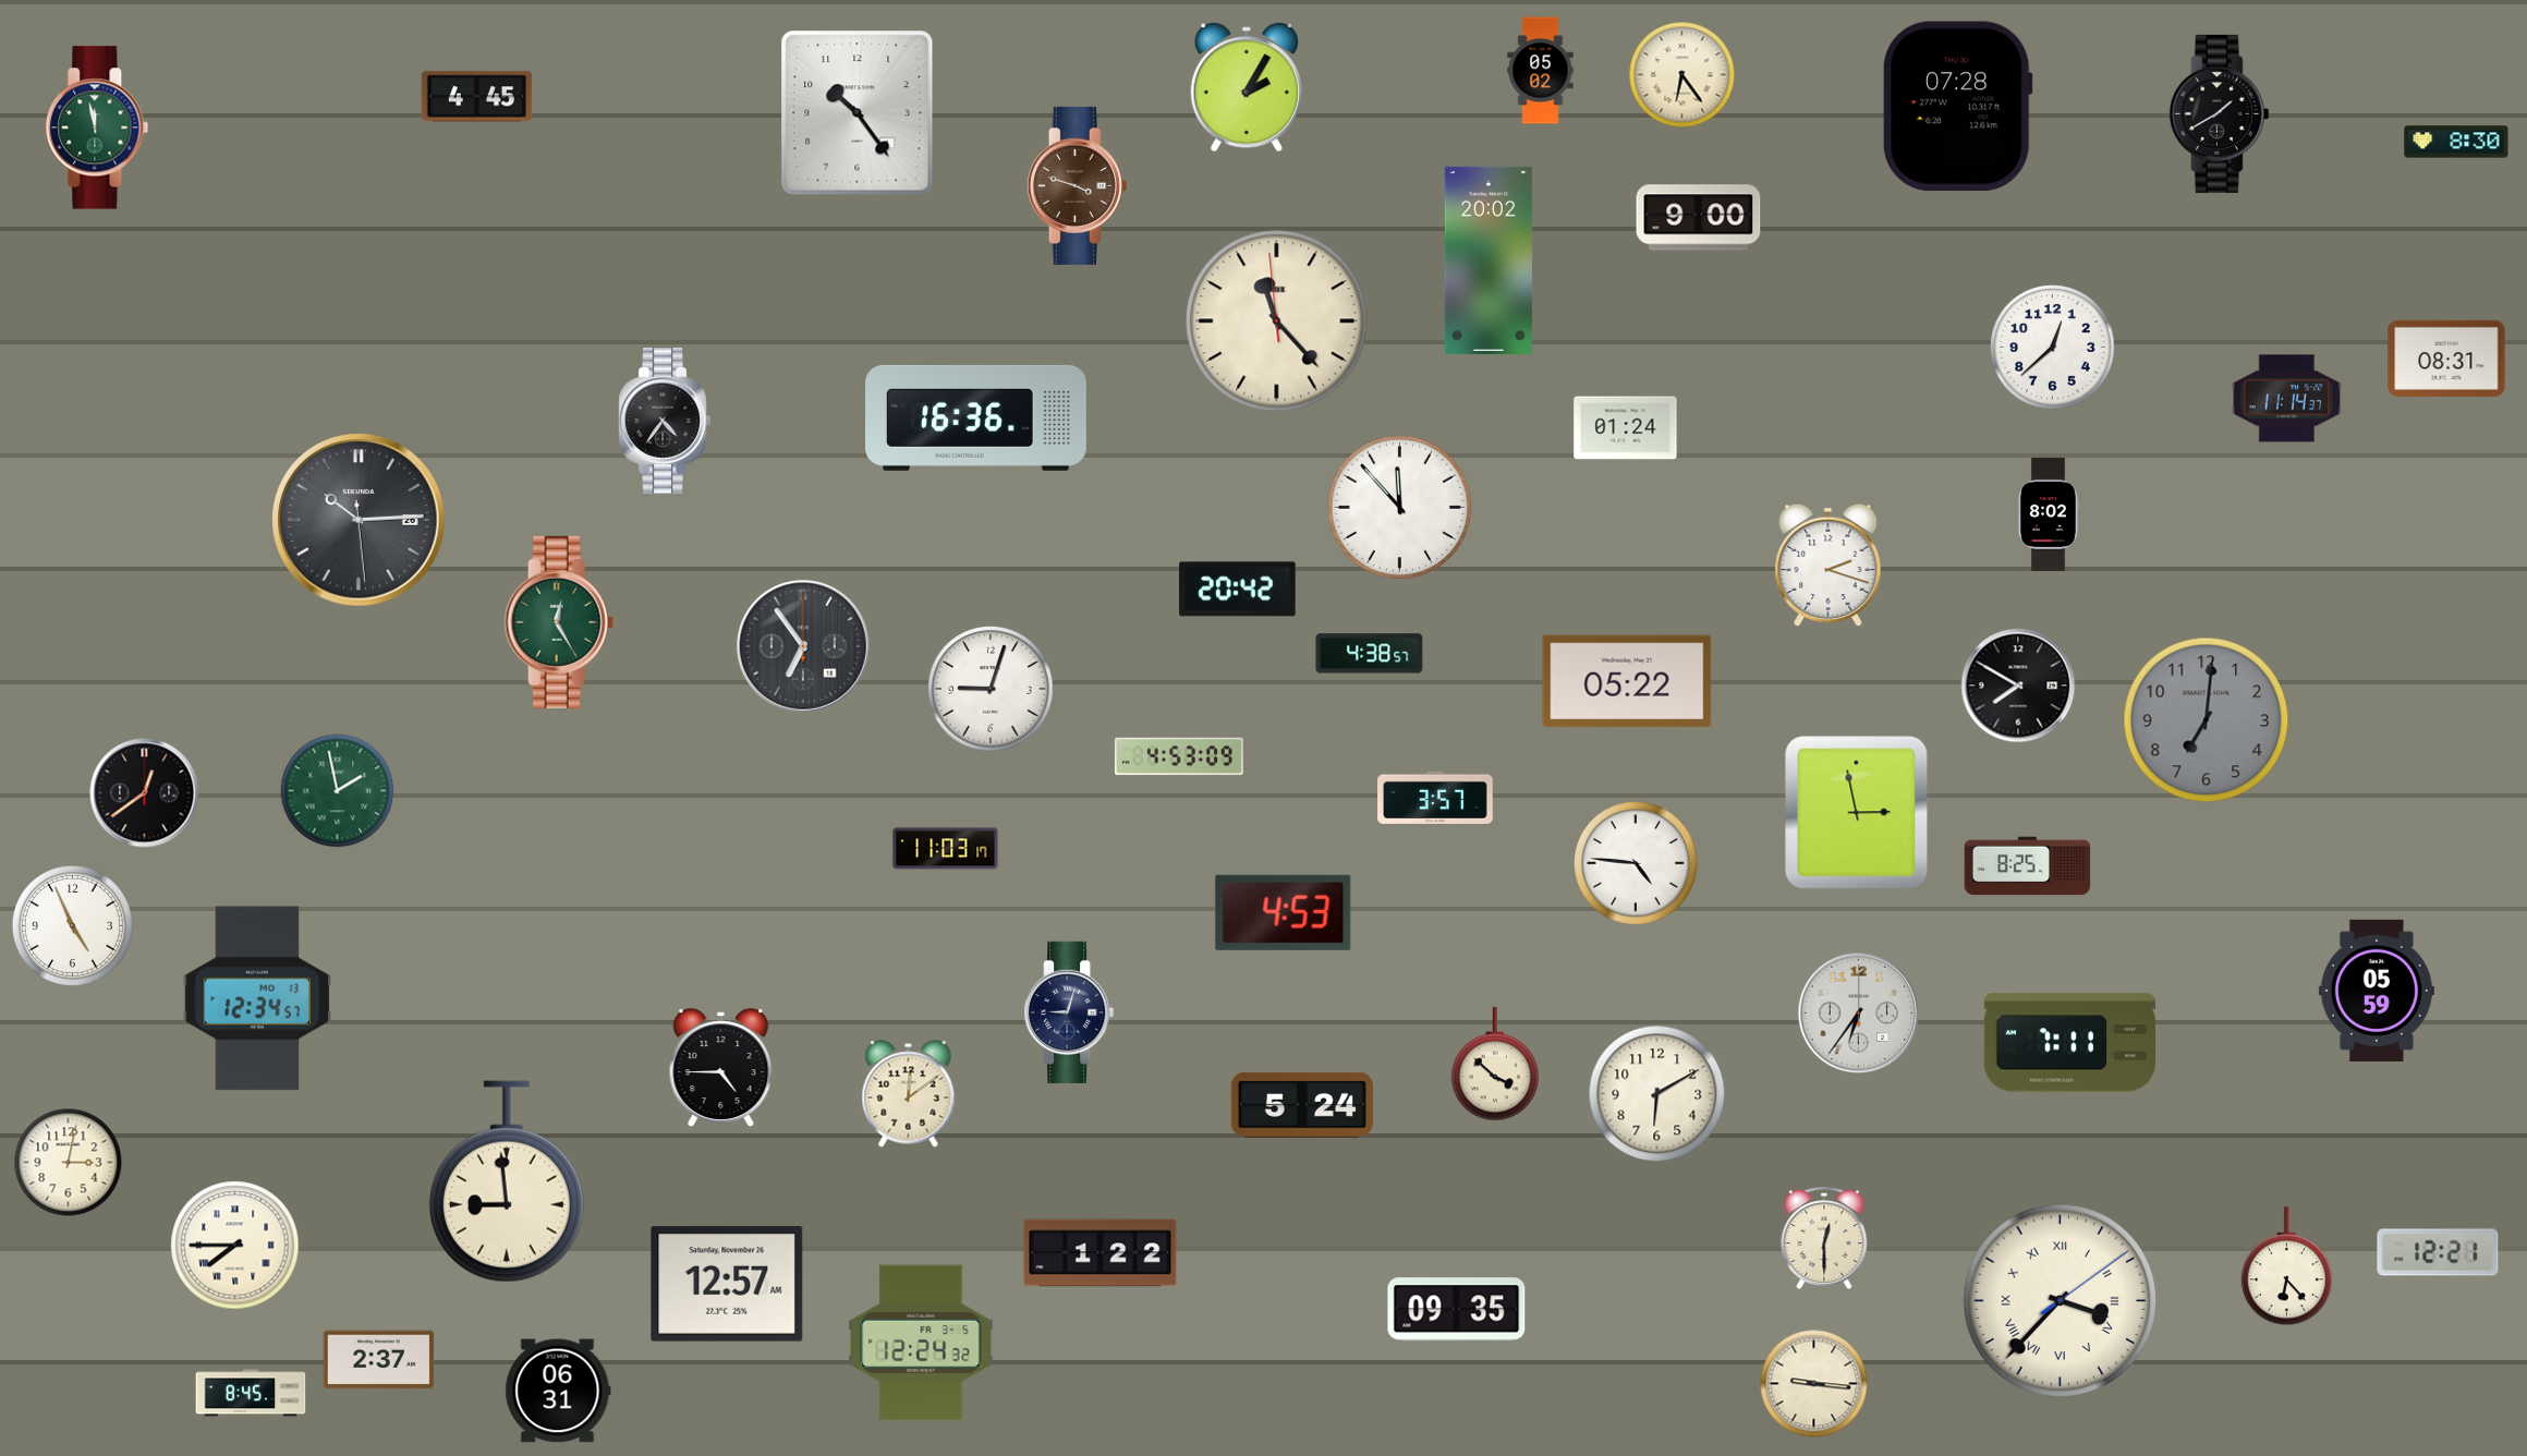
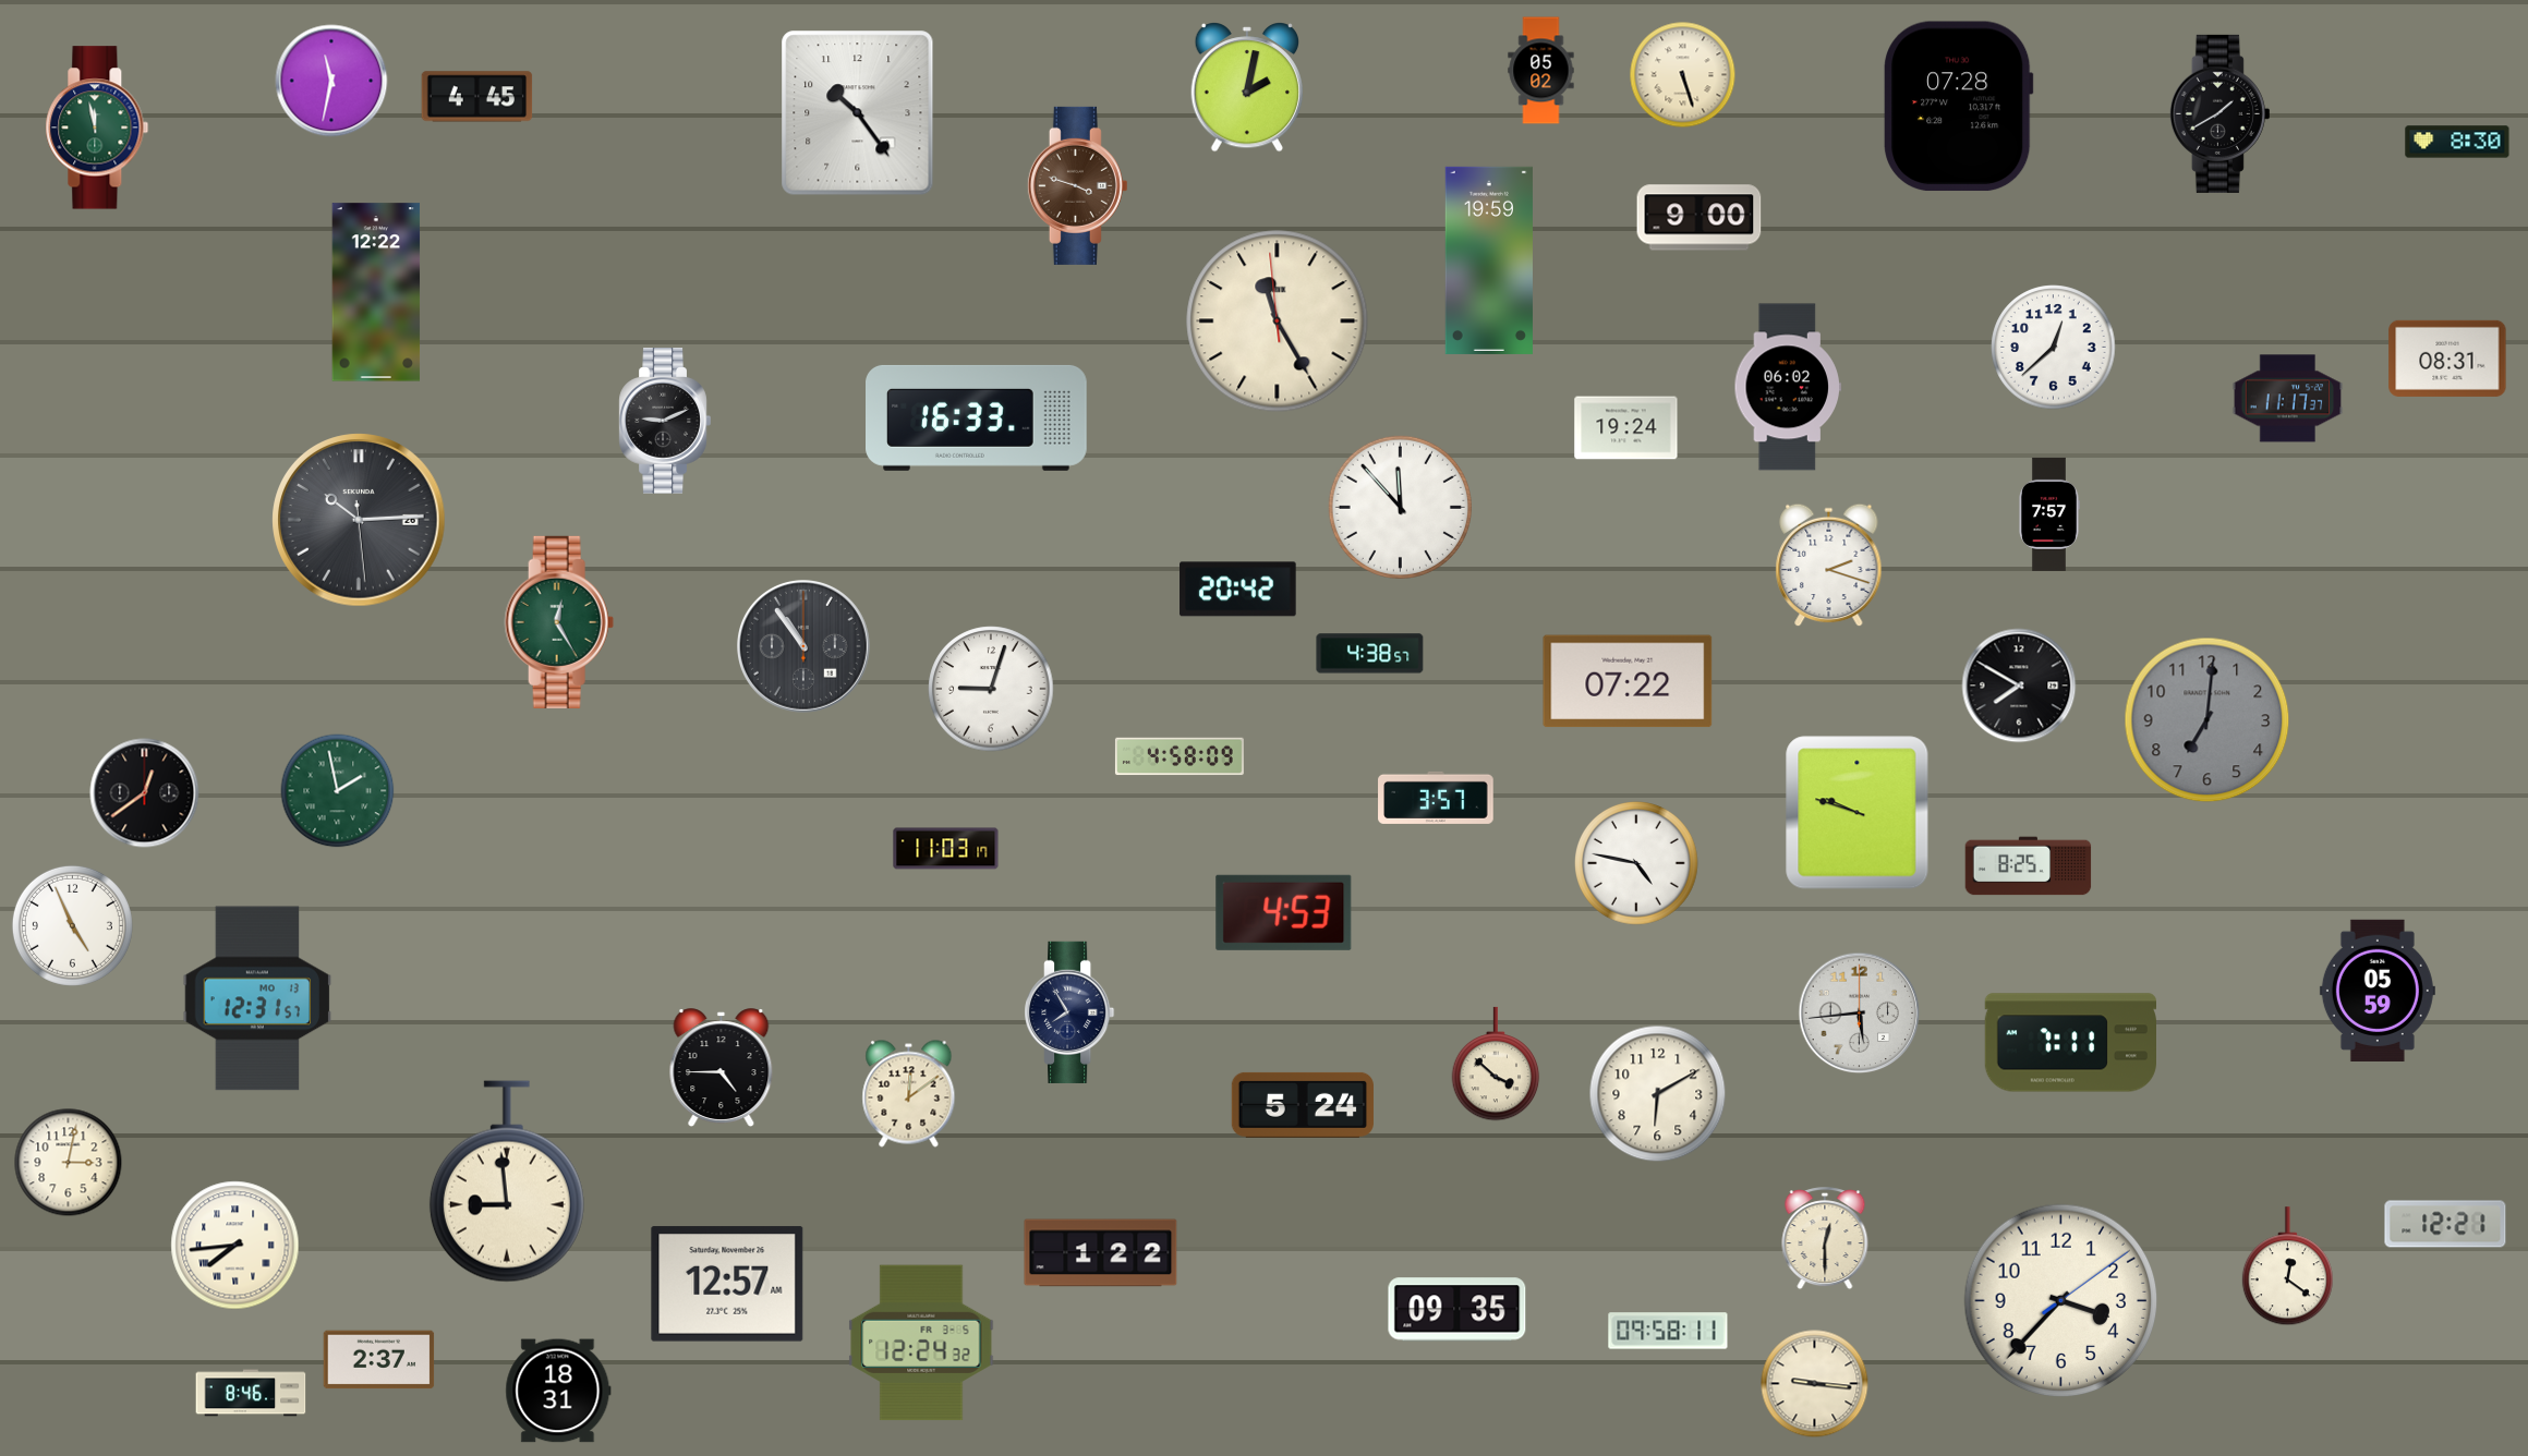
clock at (1682, 75): 6:24 -> 5:27
clock at (331, 81): none -> 11:32
clock at (1246, 88): 2:05 -> 2:02
clock at (1489, 260): 20:02 -> 19:59
clock at (376, 292): none -> 12:22
clock at (1277, 321): 11:22 -> 11:24
clock at (1788, 387): none -> 06:02
clock at (2287, 399): 11:14 -> 11:17
clock at (976, 417): 16:36 -> 16:33
clock at (665, 421): 4:36 -> 9:11
clock at (1626, 428): 01:24 -> 19:24
clock at (2049, 514): 8:02 -> 7:57
clock at (804, 647): 6:54 -> 10:54
clock at (1627, 681): 05:22 -> 07:22
clock at (1179, 756): 4:53 -> 4:58
clock at (1857, 813): 2:58 -> 9:48
clock at (1637, 864): 4:46 -> 4:47
clock at (257, 998): 12:34 -> 12:31
clock at (1069, 1012): 9:03 -> 7:55
clock at (1859, 1014): 6:36 -> 5:44
clock at (235, 1246): 7:45 -> 7:44
clock at (2438, 1252) position: (2438, 1252) -> (2445, 1224)
clock at (2286, 1266): 6:23 -> 12:21
clock at (2061, 1301) numerals: Roman -> Arabic
clock at (1668, 1331): none -> 09:58
clock at (558, 1391): 06:31 -> 18:31
clock at (251, 1393): 8:45 -> 8:46
